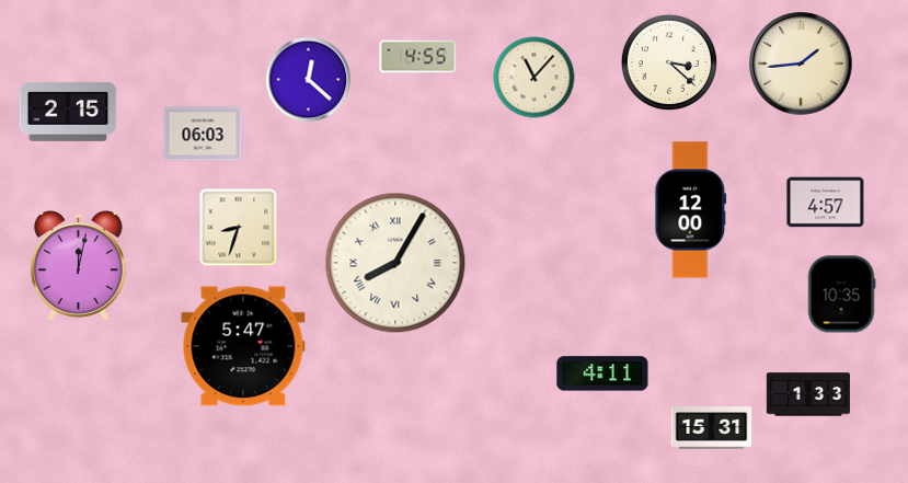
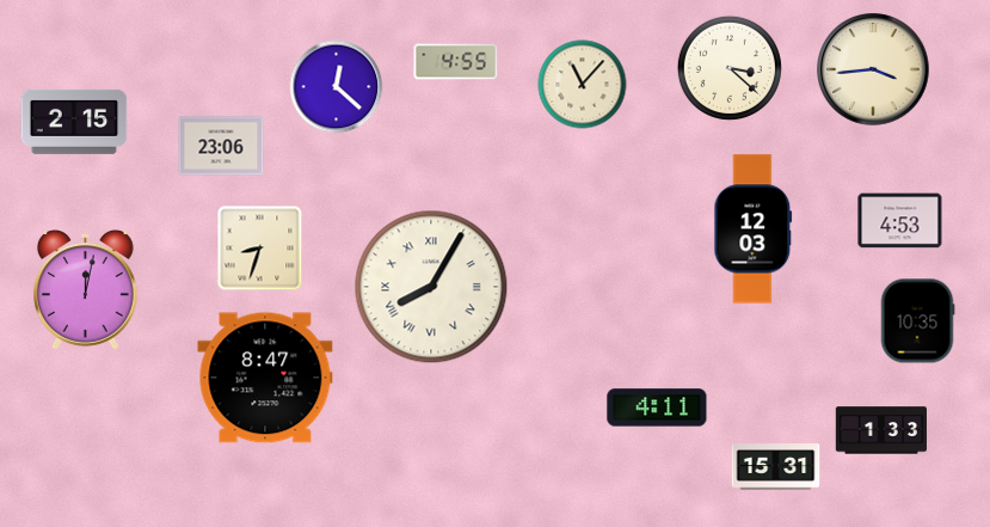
clock at (801, 64): 1:44 -> 3:44
clock at (203, 134): 06:03 -> 23:06
clock at (826, 203): 4:57 -> 4:53
clock at (691, 210): 12:00 -> 12:03
clock at (243, 346): 5:47 -> 8:47
